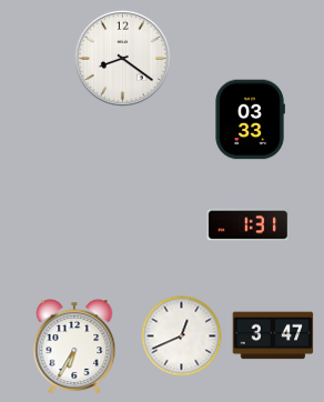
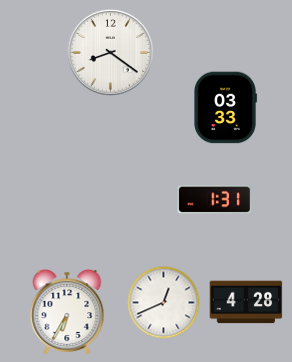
clock at (247, 225) position: (247, 225) -> (214, 200)
clock at (273, 335): 3:47 -> 4:28
